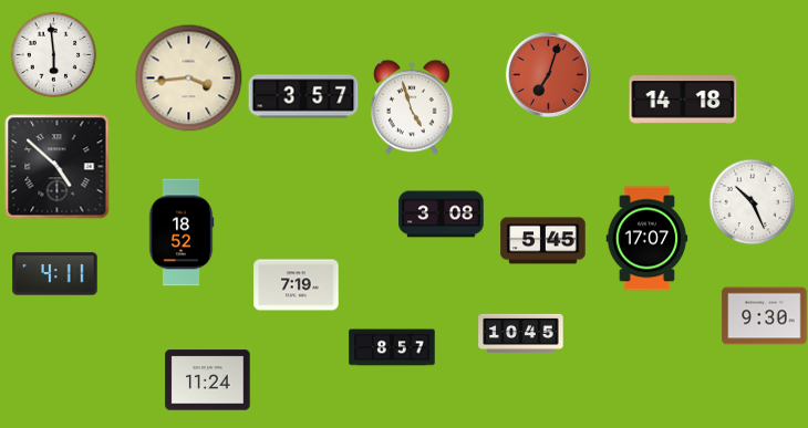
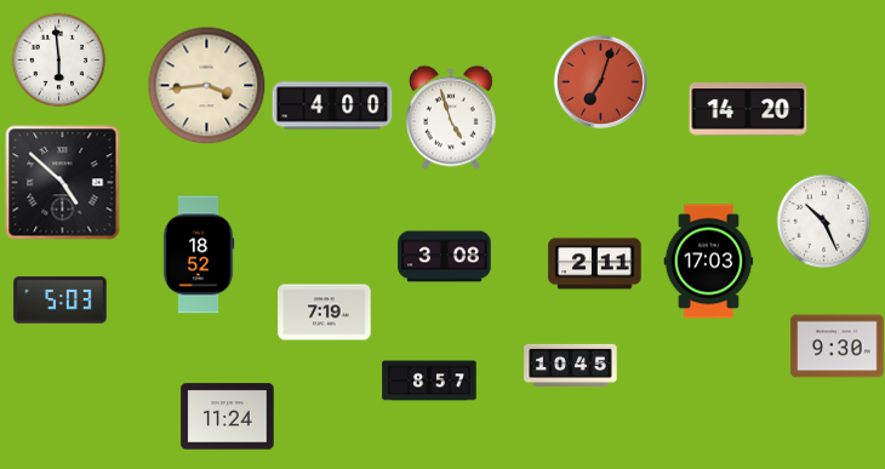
clock at (303, 96): 3:57 -> 4:00
clock at (683, 100): 14:18 -> 14:20
clock at (442, 215) position: (442, 215) -> (445, 257)
clock at (648, 239): 17:07 -> 17:03
clock at (543, 241): 5:45 -> 2:11
clock at (55, 274): 4:11 -> 5:03
